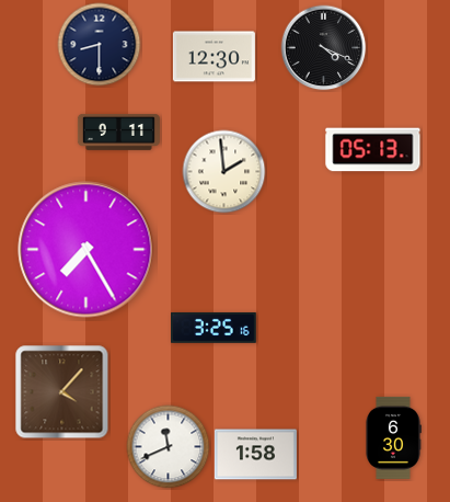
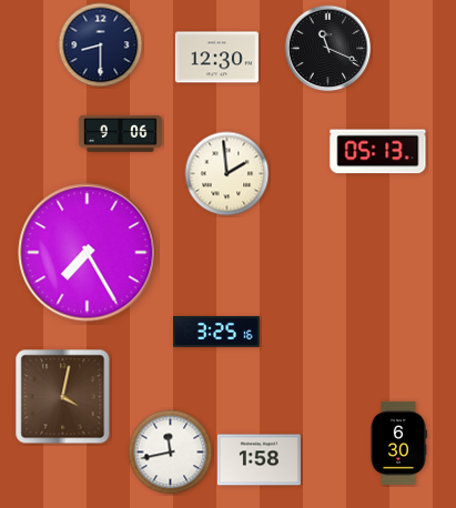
clock at (324, 48): 4:19 -> 11:19
clock at (118, 132): 9:11 -> 9:06
clock at (62, 392): 4:07 -> 4:02
clock at (169, 447): 11:41 -> 11:43
